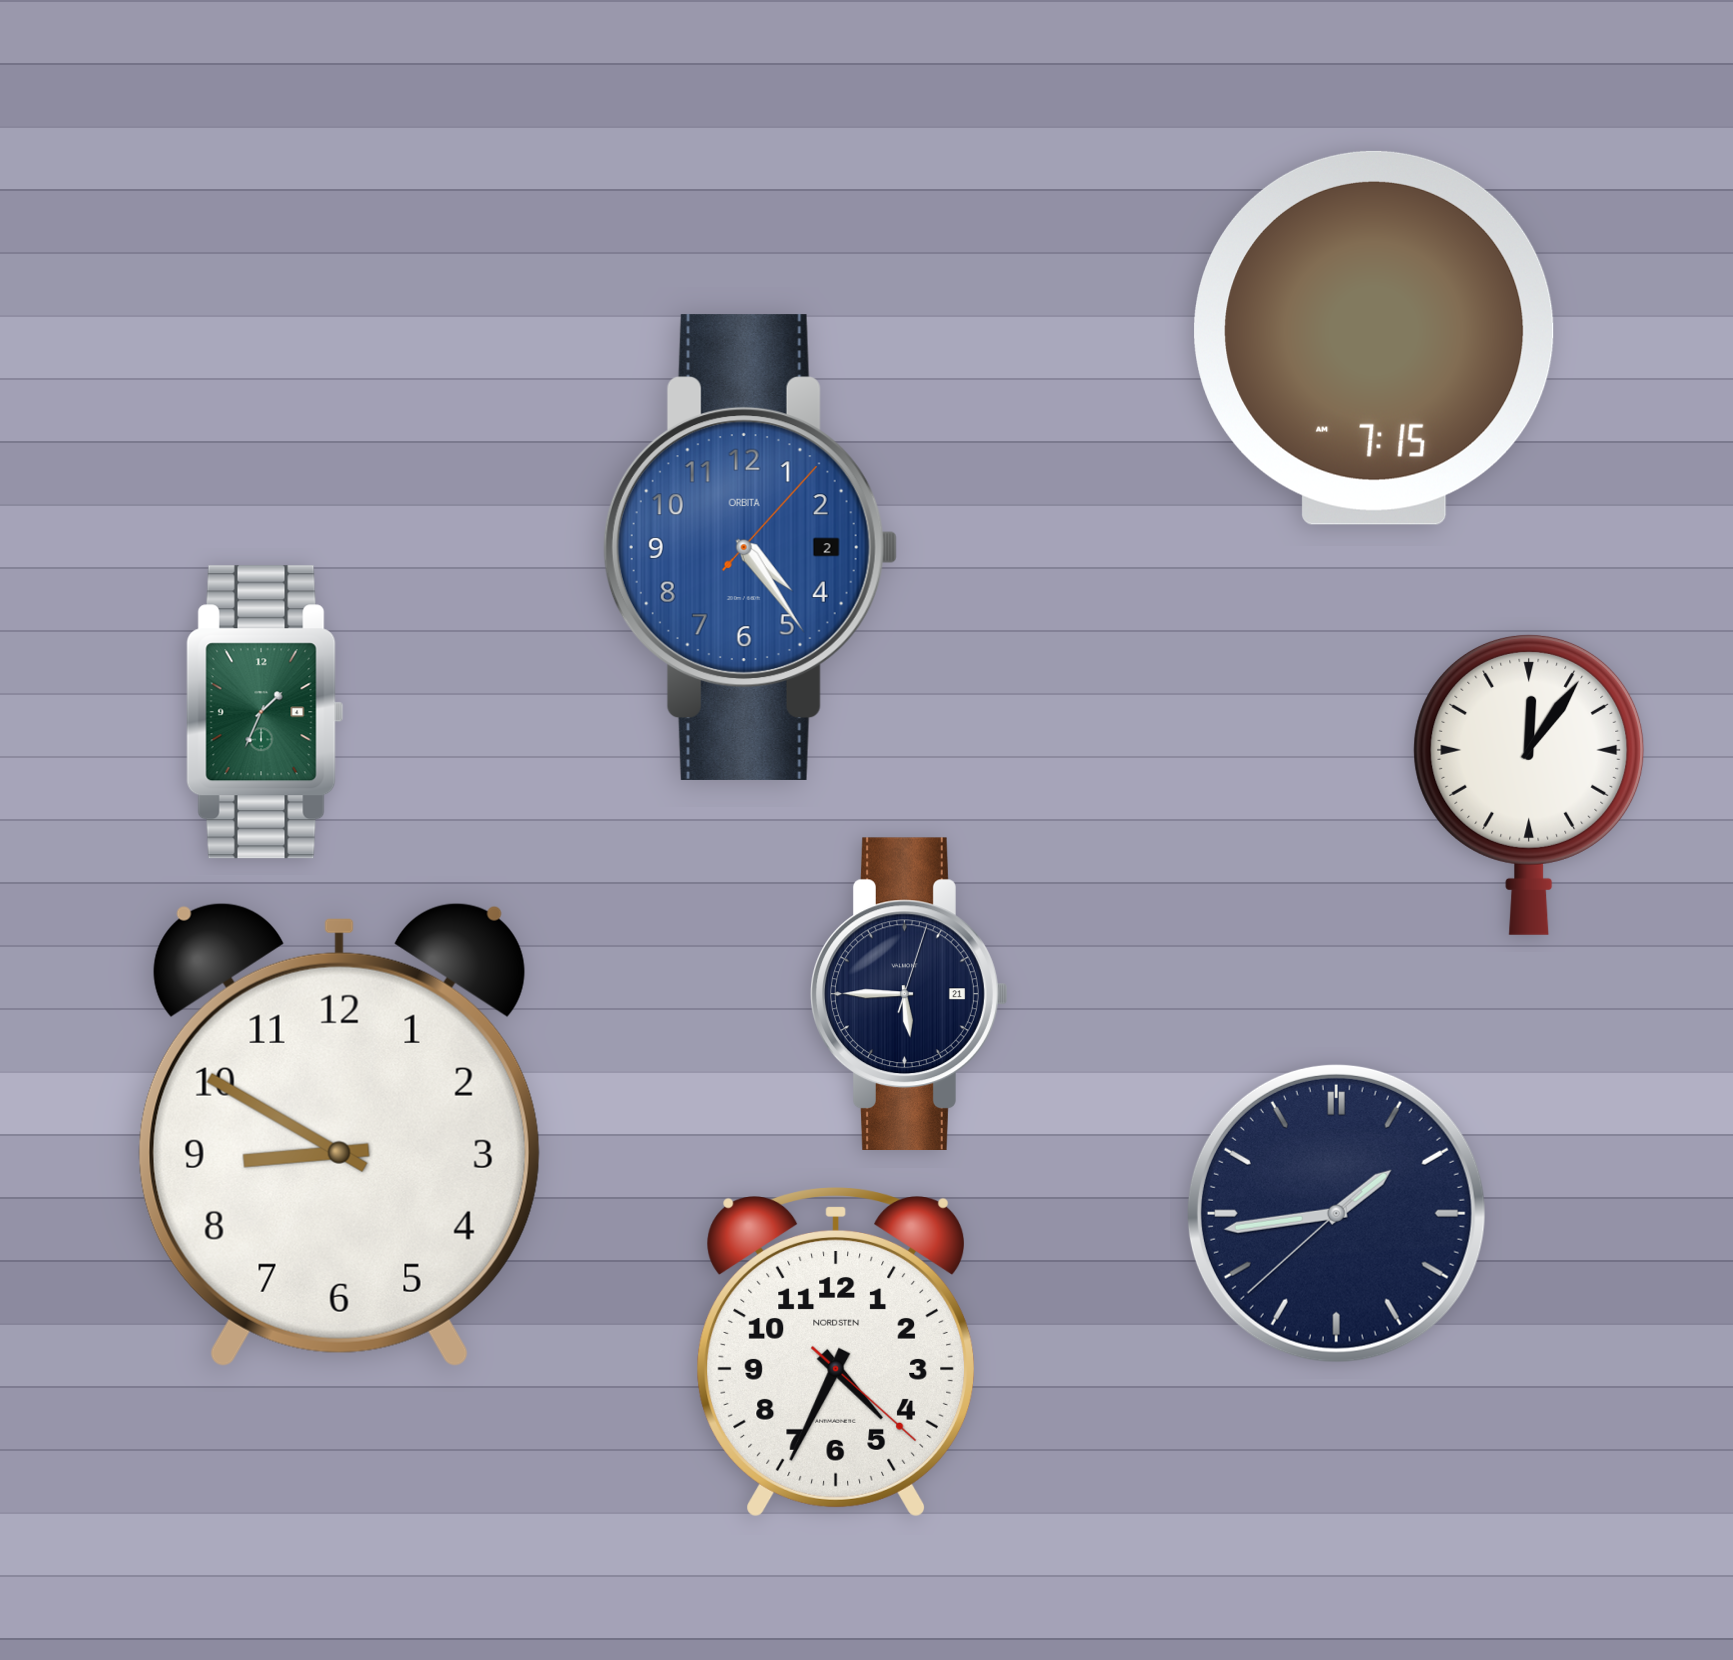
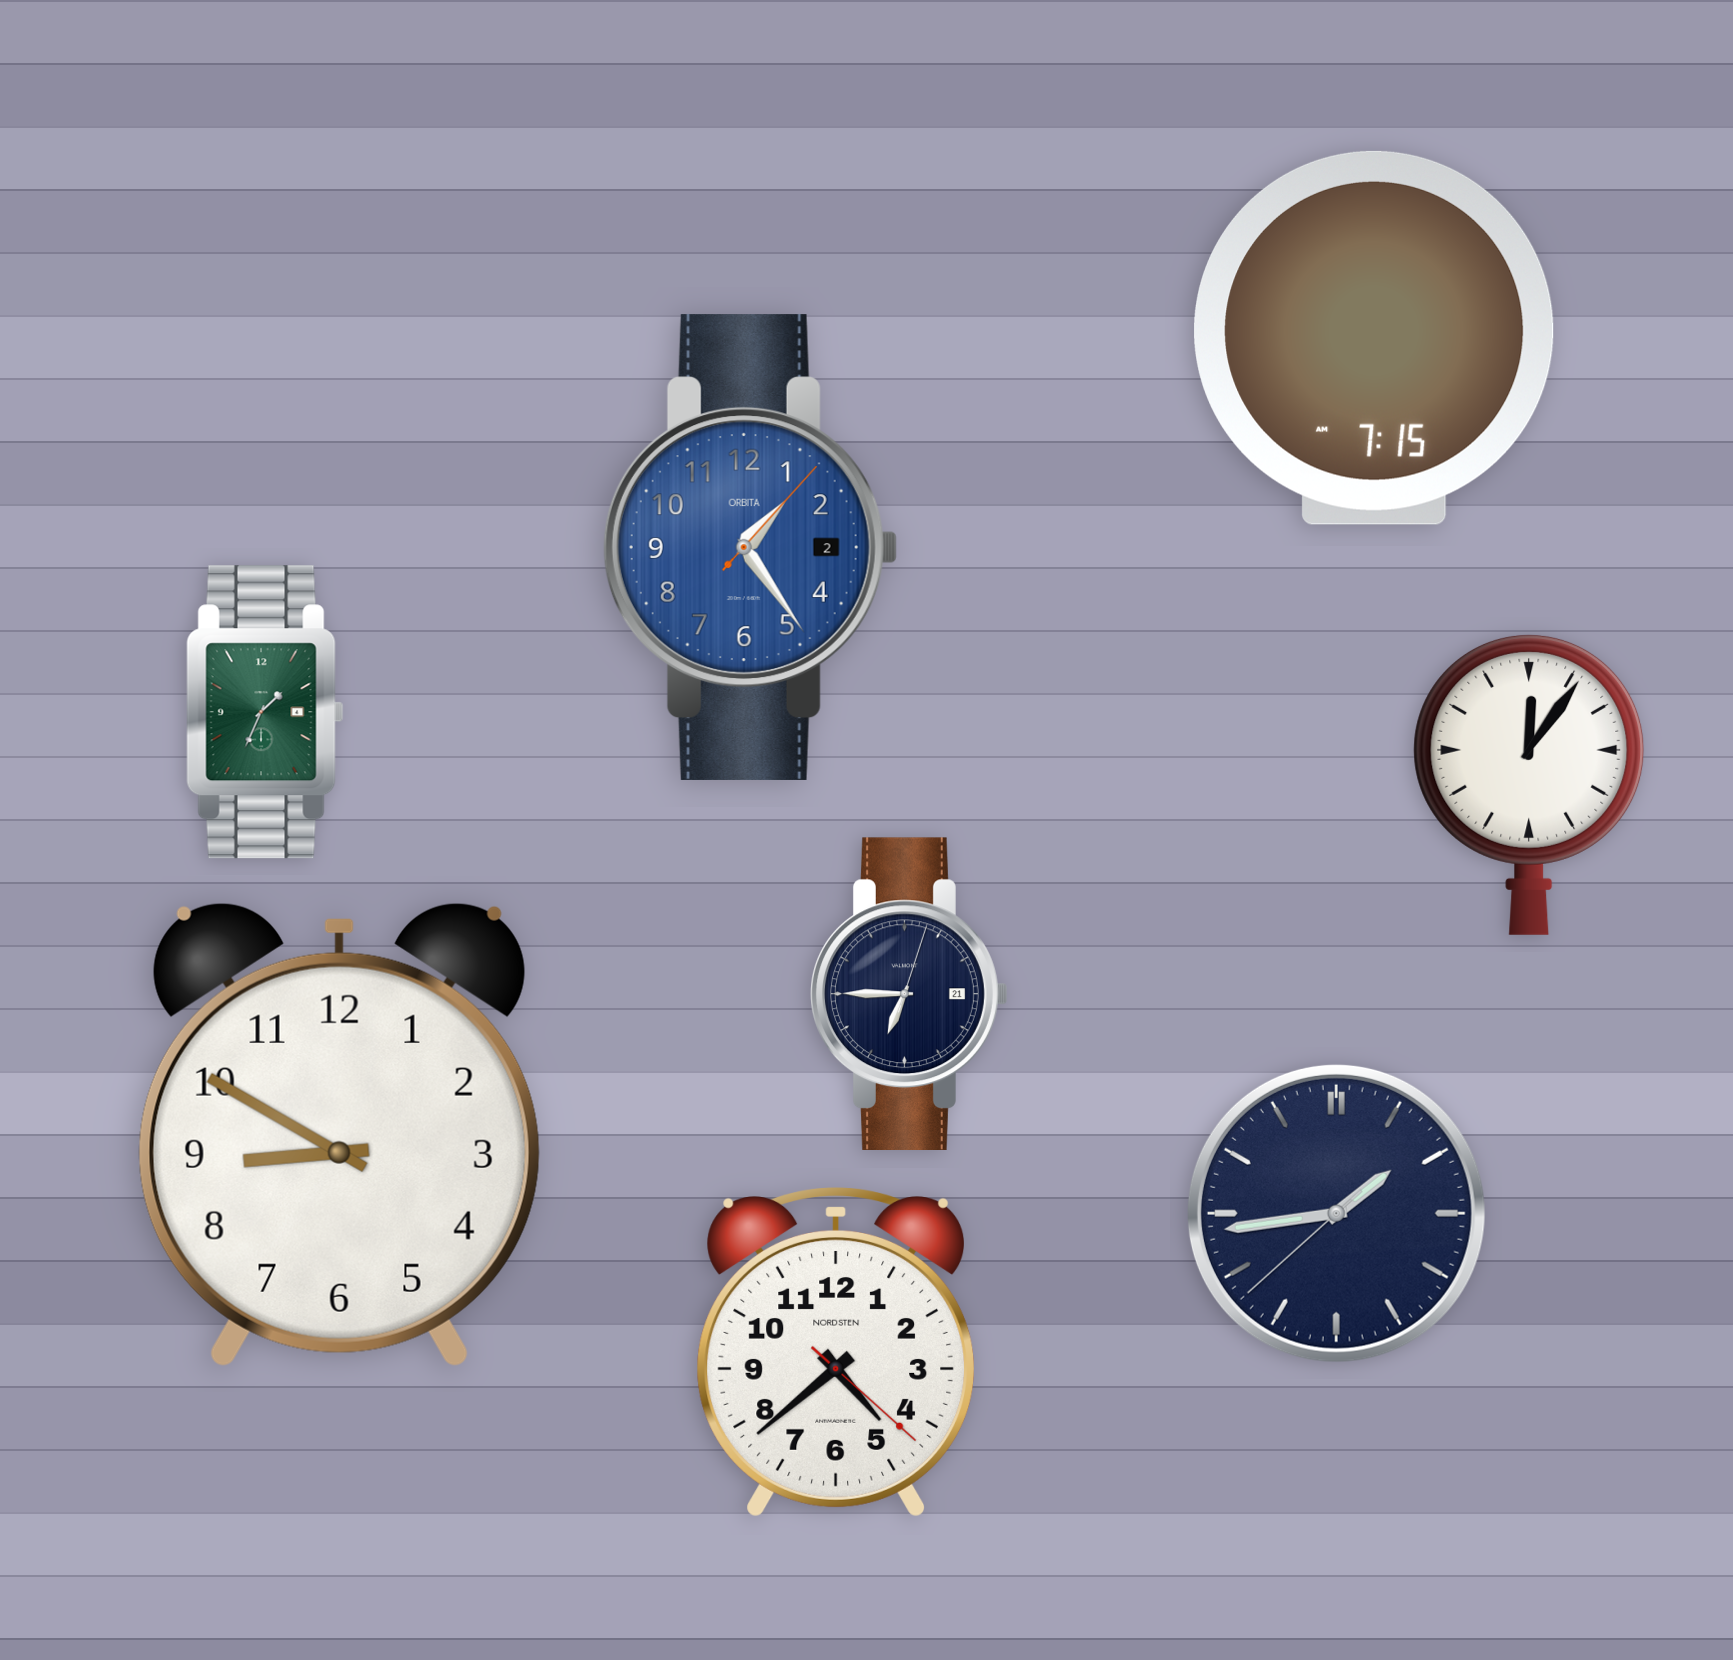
clock at (750, 547): 4:24 -> 1:24
clock at (909, 993): 5:45 -> 6:45
clock at (835, 1352): 4:34 -> 4:38
